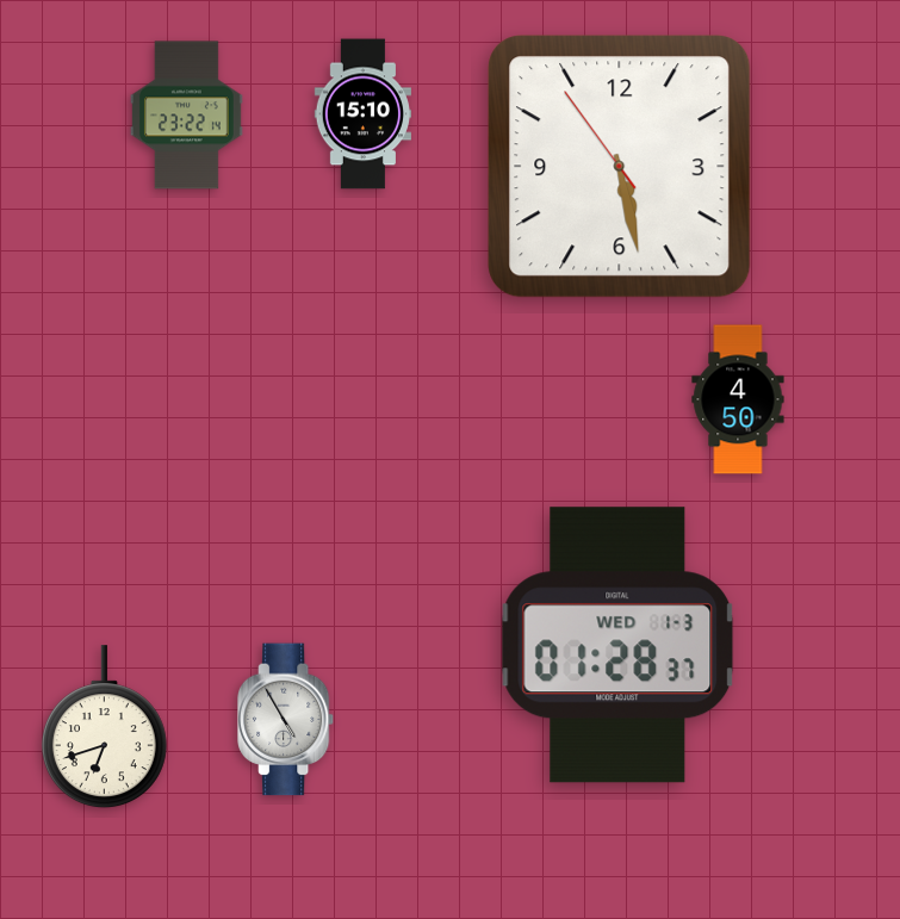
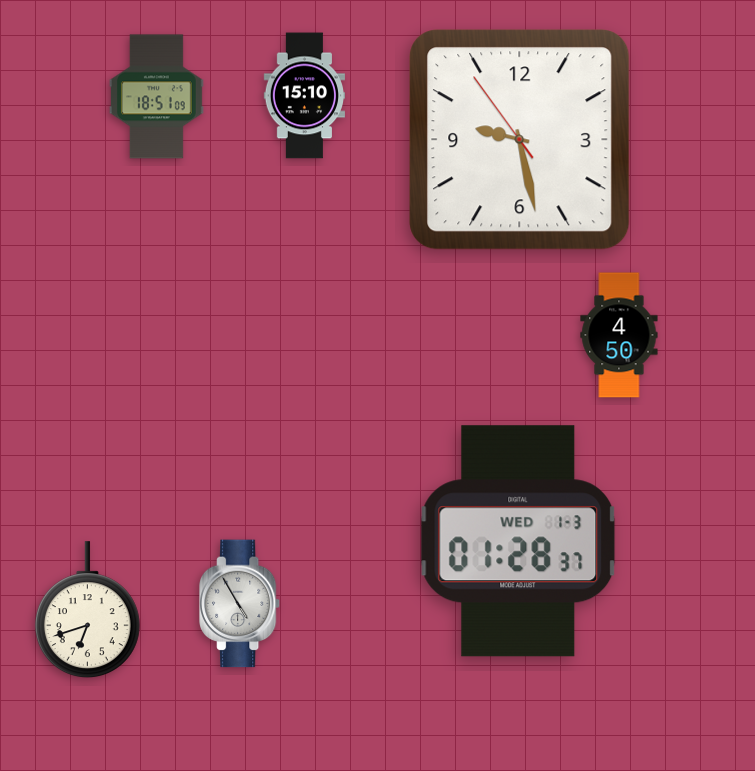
clock at (186, 116): 23:22 -> 18:51
clock at (620, 167): 5:27 -> 9:27
